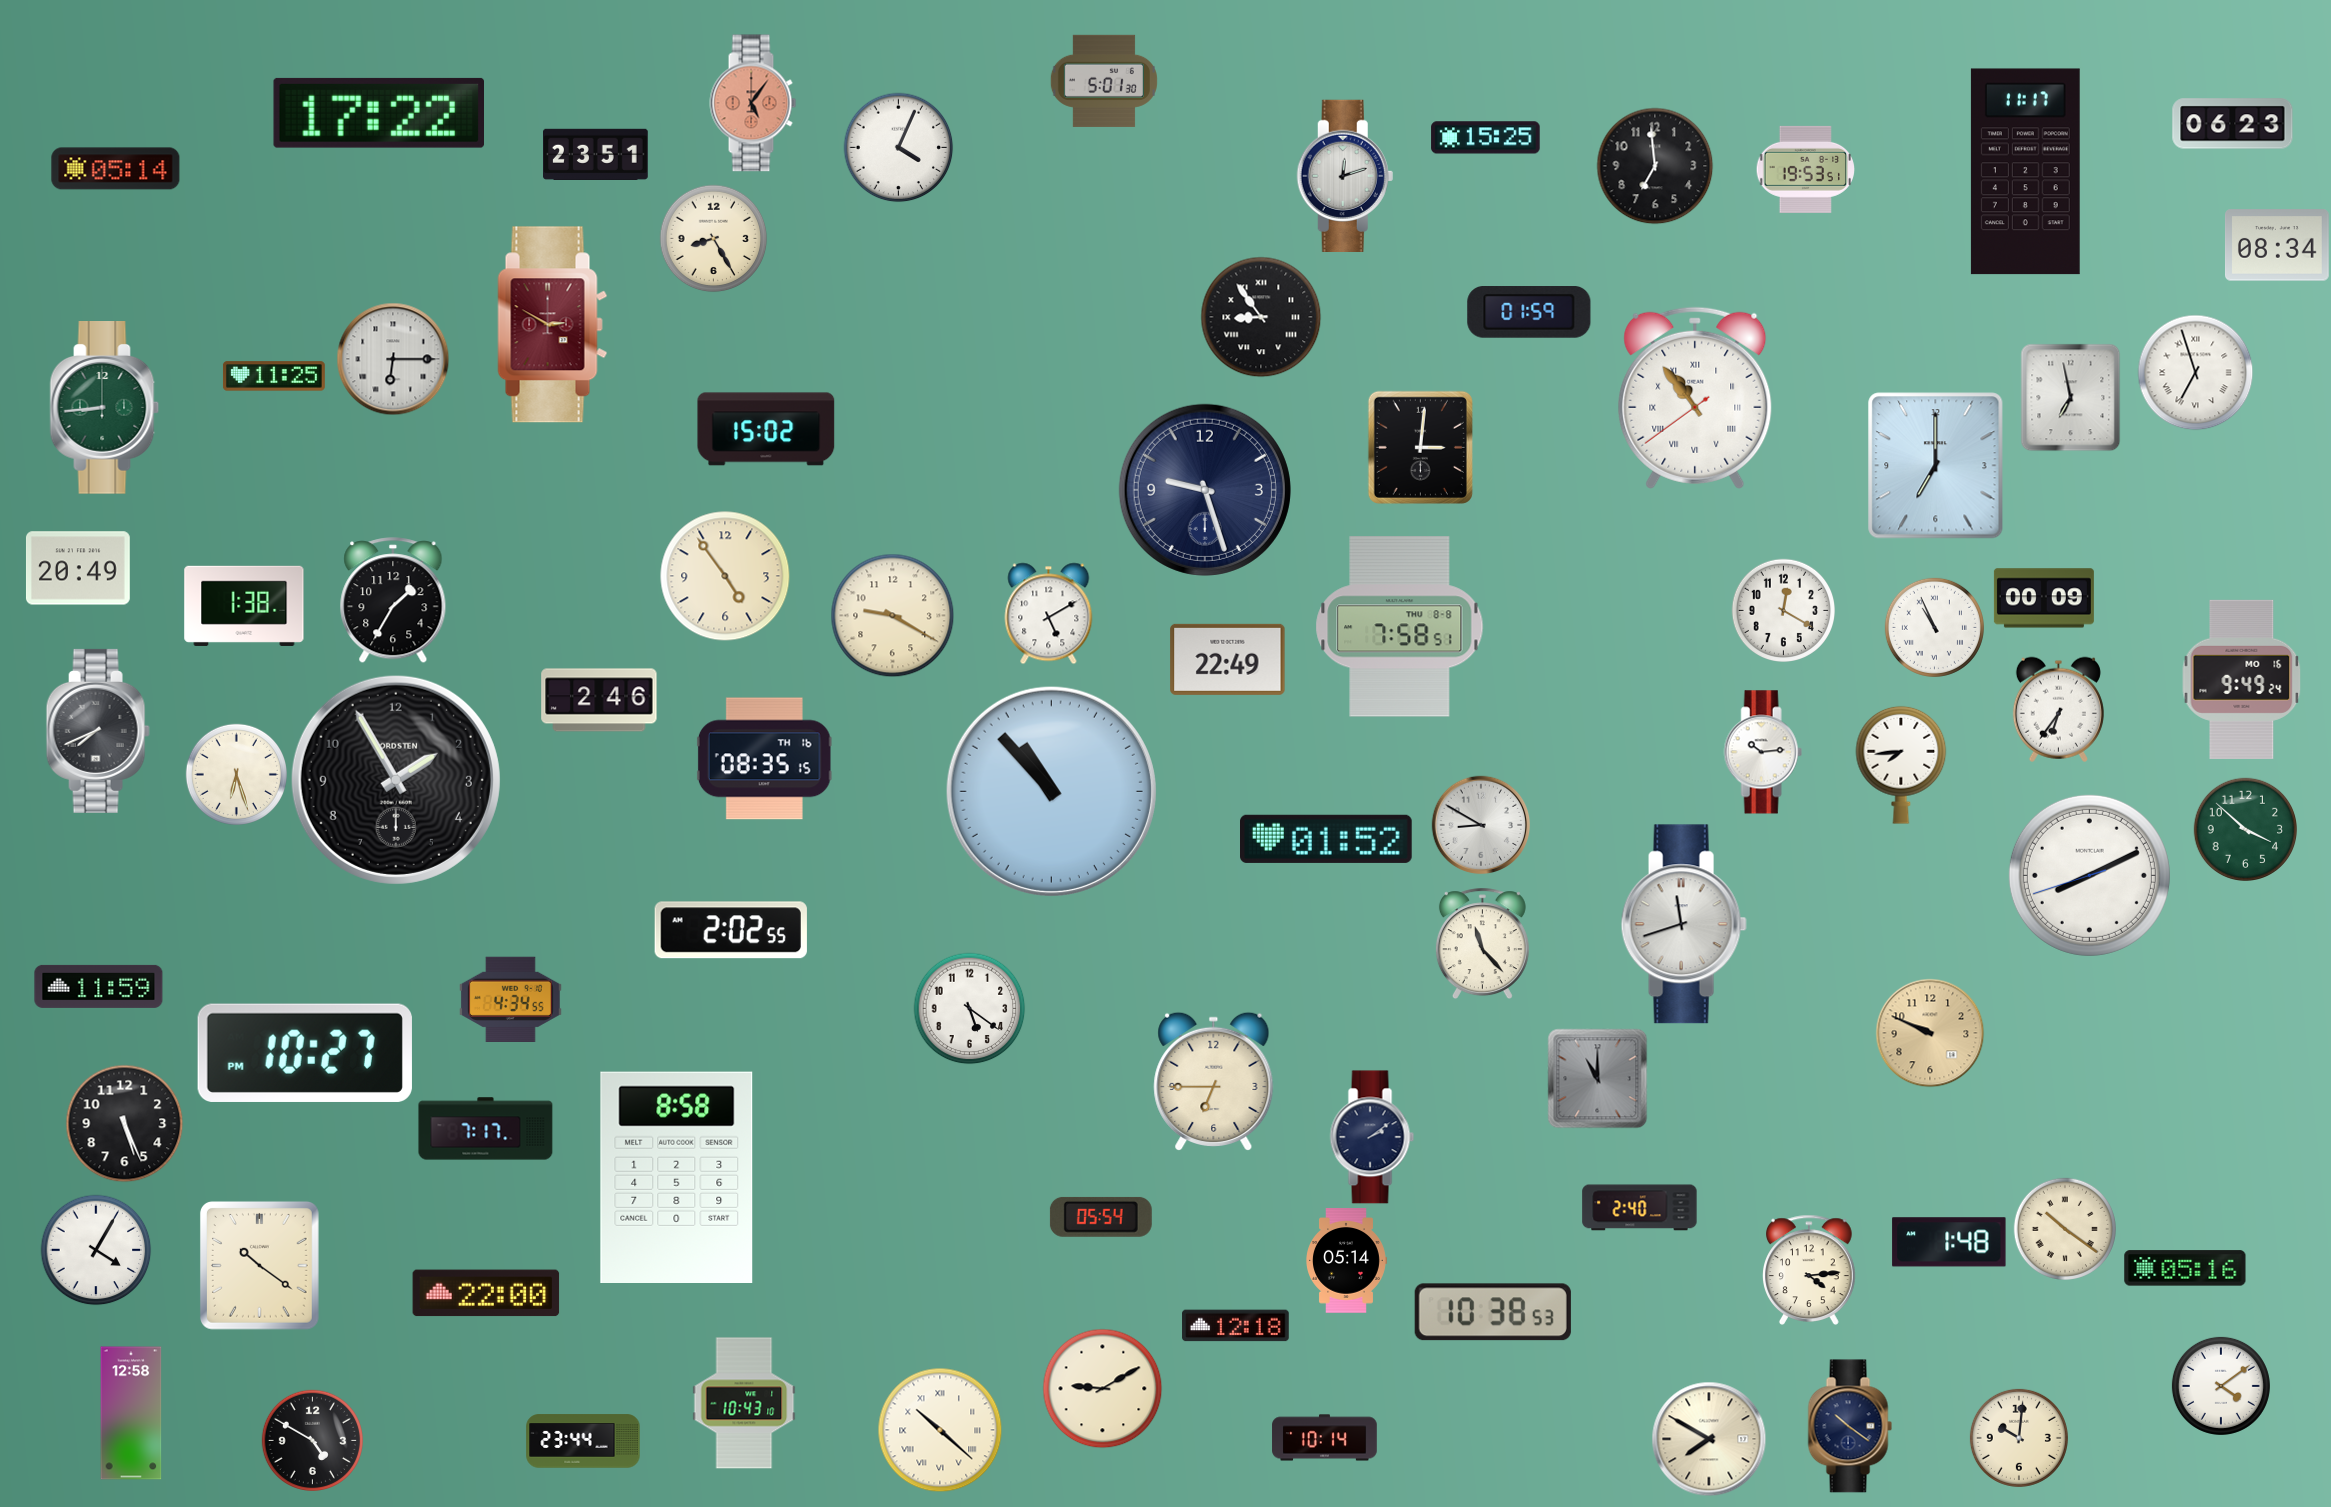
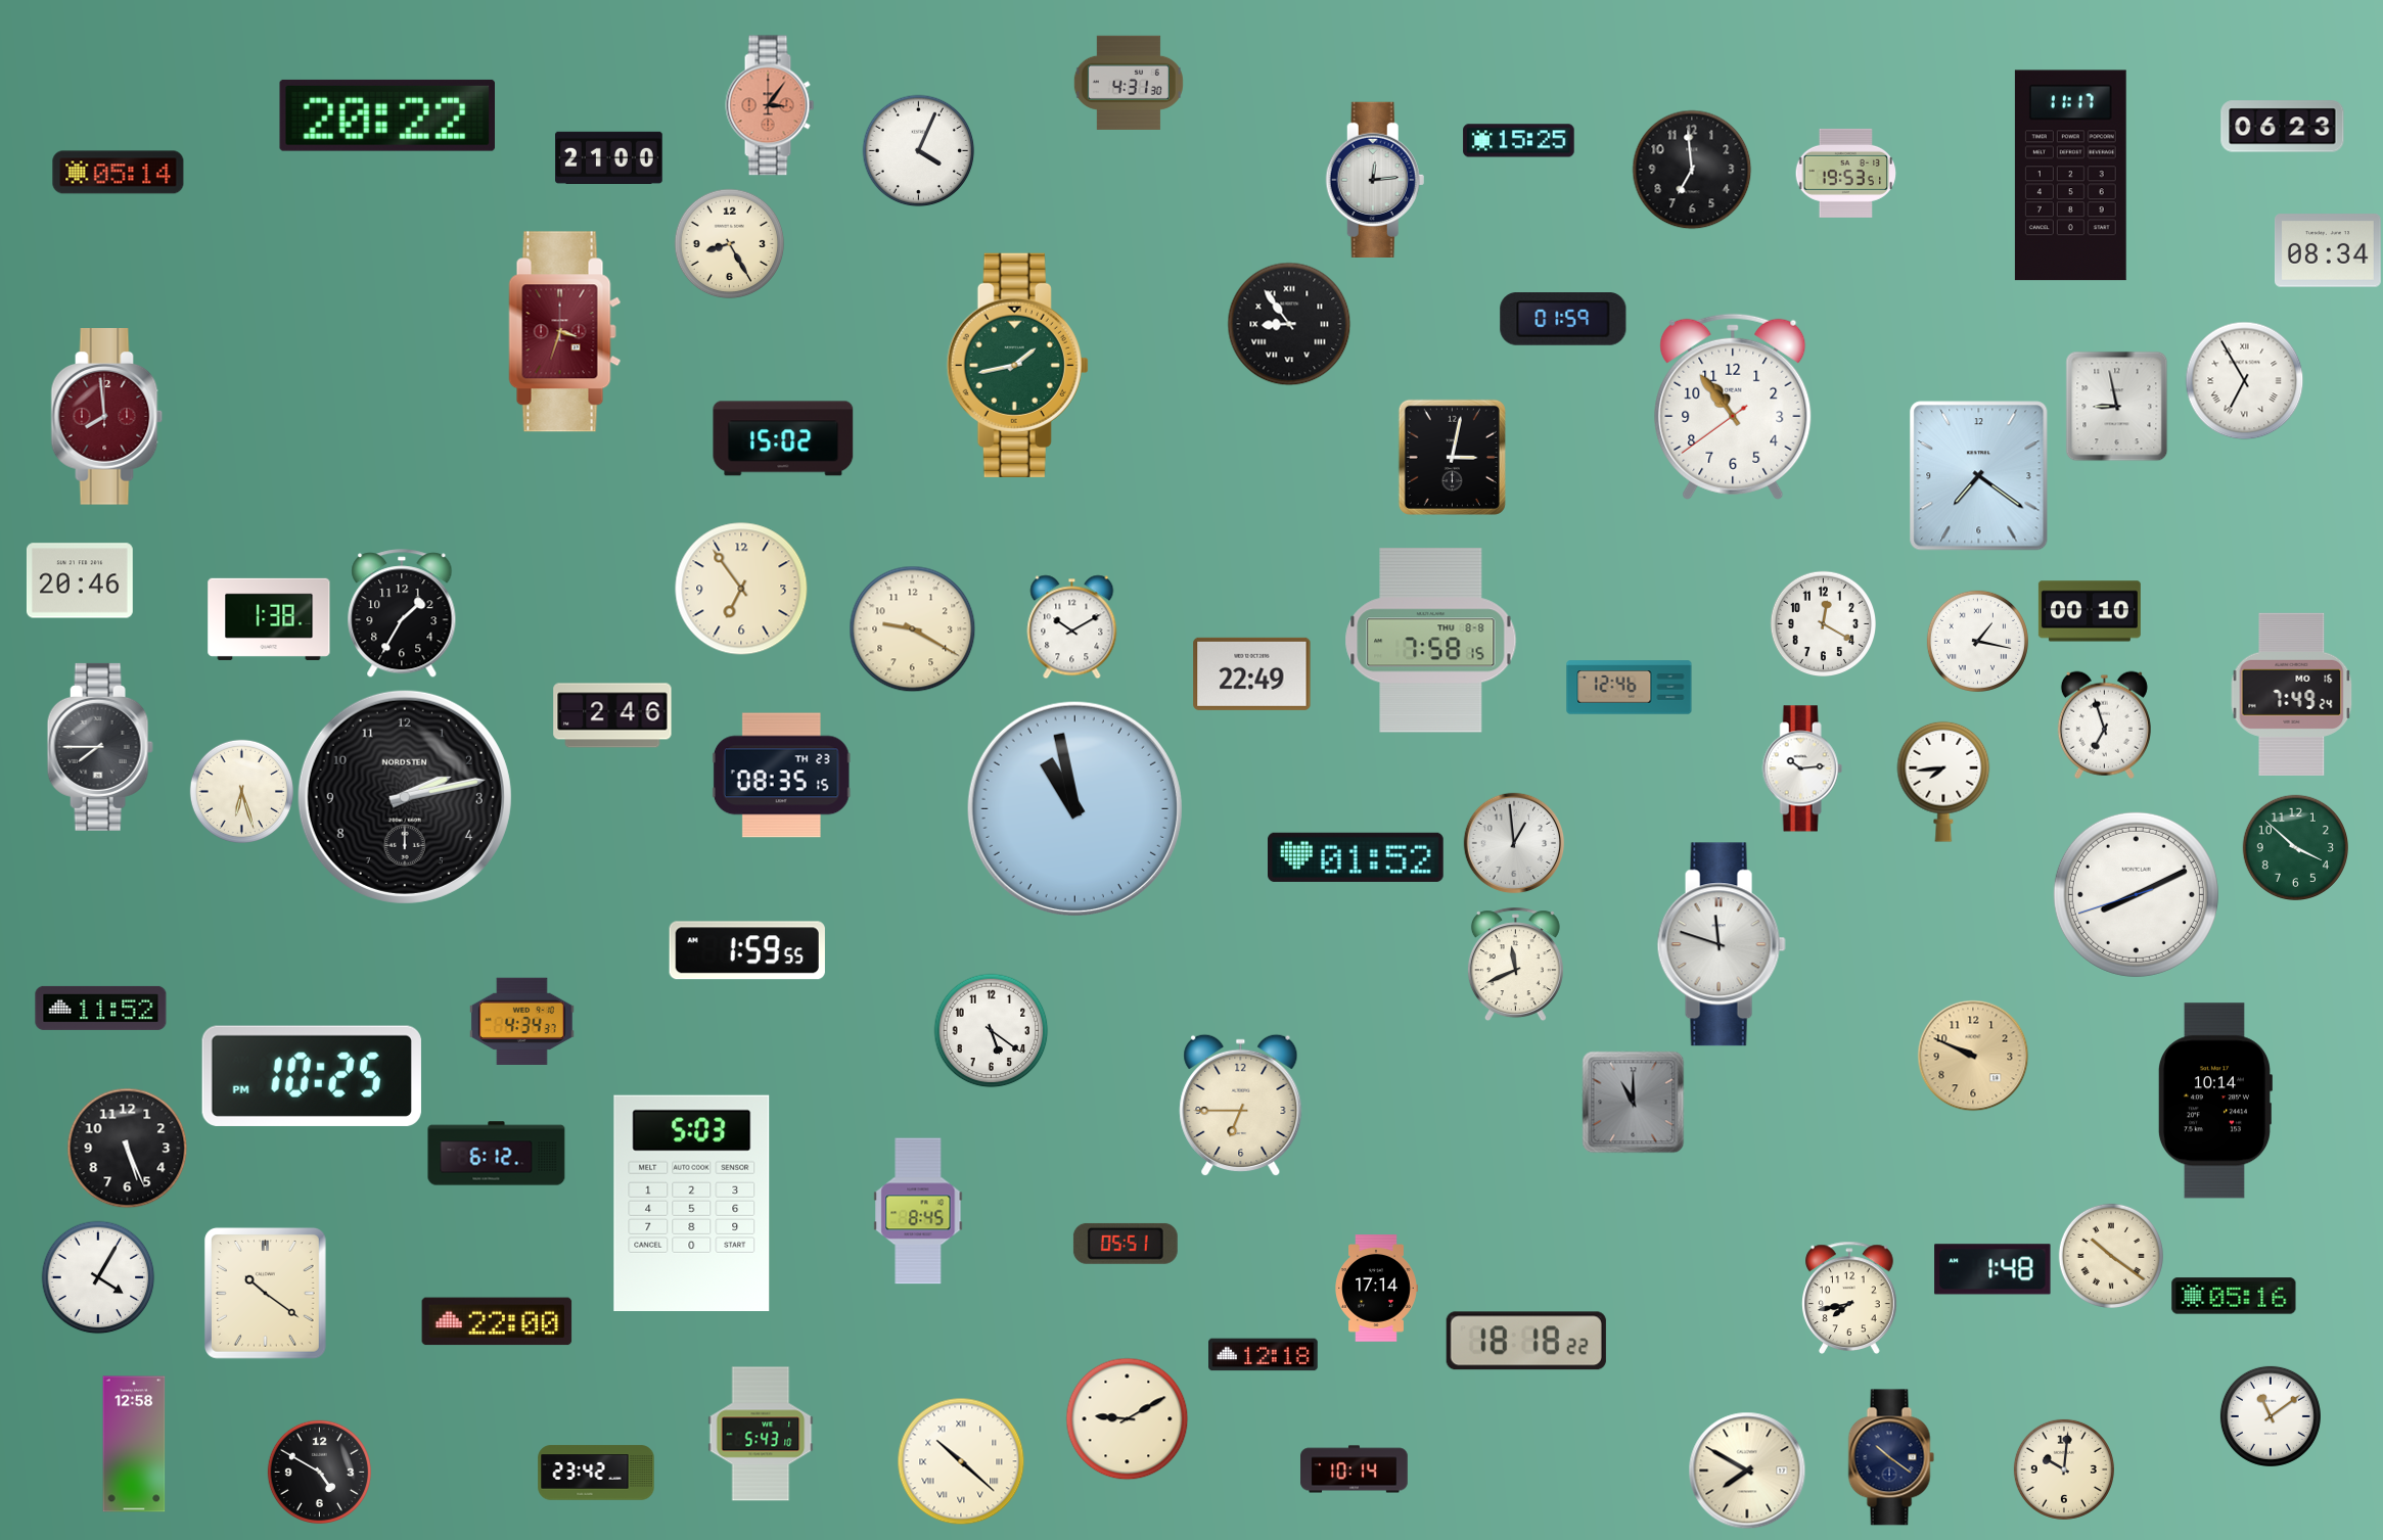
clock at (1104, 81): 5:01 -> 4:31
clock at (753, 103): 5:06 -> 3:06
clock at (378, 113): 17:22 -> 20:22
clock at (596, 154): 23:51 -> 21:00
clock at (1345, 175): 12:12 -> 12:14
clock at (553, 325): 2:50 -> 3:33
clock at (1017, 365): none -> 1:43
clock at (393, 359): 6:15 -> none
clock at (2195, 372): 6:57 -> 6:55
clock at (274, 376): 11:25 -> none
clock at (2071, 397): 6:58 -> 8:58
clock at (1695, 398) numerals: Roman -> Arabic
clock at (105, 408): 8:44 -> 7:59
clock at (105, 408) dial: green -> burgundy
clock at (1420, 447): 3:01 -> 3:02
clock at (1936, 466): 7:00 -> 7:21
clock at (1205, 490): 9:27 -> none
clock at (78, 568): 20:49 -> 20:46
clock at (725, 576): 4:54 -> 6:54
clock at (2044, 598): 00:09 -> 00:10
clock at (244, 606) position: (244, 606) -> (269, 619)
clock at (1049, 613): 5:10 -> 10:10
clock at (1400, 627): 7:58:51 -> 7:58:15
clock at (1934, 627): 10:56 -> 1:17
clock at (1228, 659) position: (1228, 659) -> (1252, 673)
clock at (1630, 688): none -> 12:46
clock at (2242, 679): 9:49 -> 7:49
clock at (2058, 709): 6:36 -> 6:57
clock at (98, 731): 7:41 -> 7:45
clock at (764, 759) date: TH 16 -> TH 23
clock at (396, 780): 1:55 -> 2:13
clock at (1051, 791): 10:53 -> 10:58
clock at (1481, 825): 8:50 -> 12:59
clock at (1684, 924): 11:42 -> 11:48
clock at (731, 930): 2:02 -> 1:59
clock at (1482, 943): 11:23 -> 11:41
clock at (99, 986): 11:59 -> 11:52
clock at (510, 999): 4:34:55 -> 4:34:37
clock at (305, 1053): 10:27 -> 10:25
clock at (2214, 1101): none -> 10:14
clock at (486, 1129): 7:17 -> 6:12
clock at (1372, 1137): 2:09 -> none
clock at (677, 1177): 8:58 -> 5:03
clock at (918, 1211): none -> 8:45
clock at (1640, 1208): 2:40 -> none
clock at (1101, 1217): 05:54 -> 05:51
clock at (1347, 1261): 05:14 -> 17:14
clock at (1810, 1270): 4:14 -> 7:43
clock at (1493, 1312): 10:38 -> 18:18
clock at (2221, 1386): 4:09 -> 11:09
clock at (744, 1403): 10:43 -> 5:43
clock at (583, 1441): 23:44 -> 23:42
